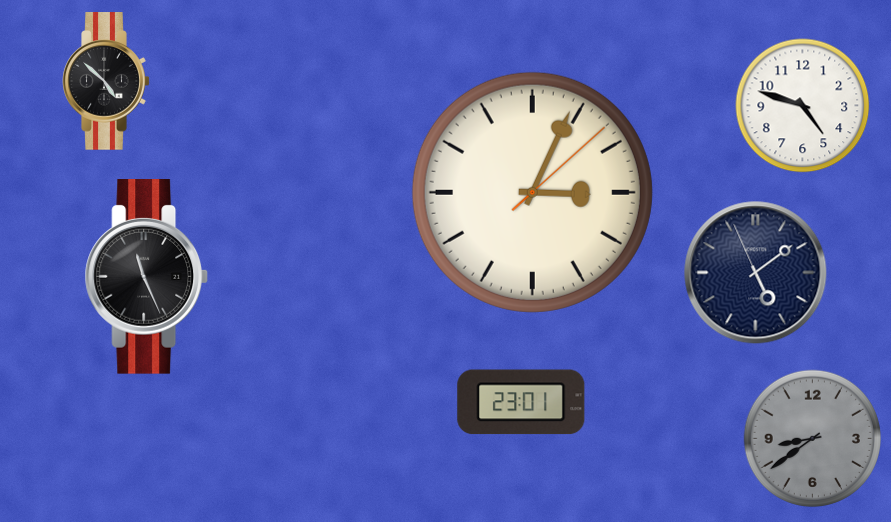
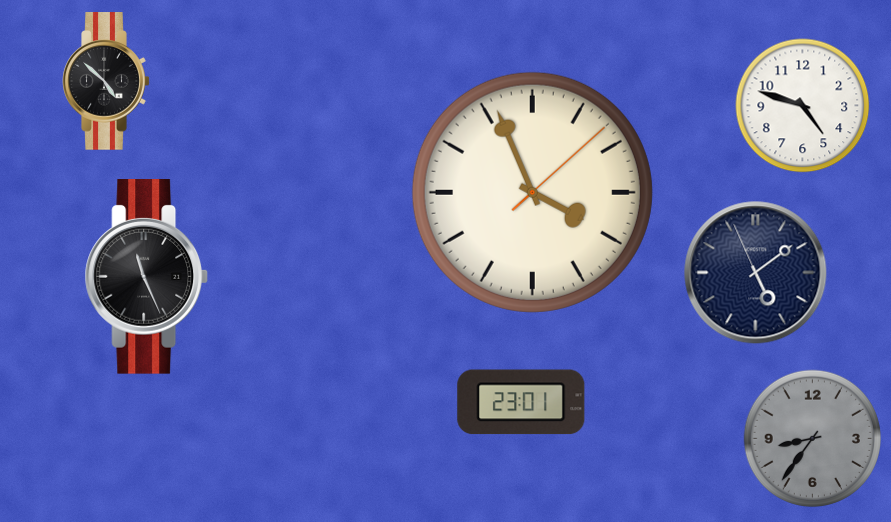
clock at (532, 192): 3:04 -> 3:56
clock at (812, 438): 8:39 -> 8:36
